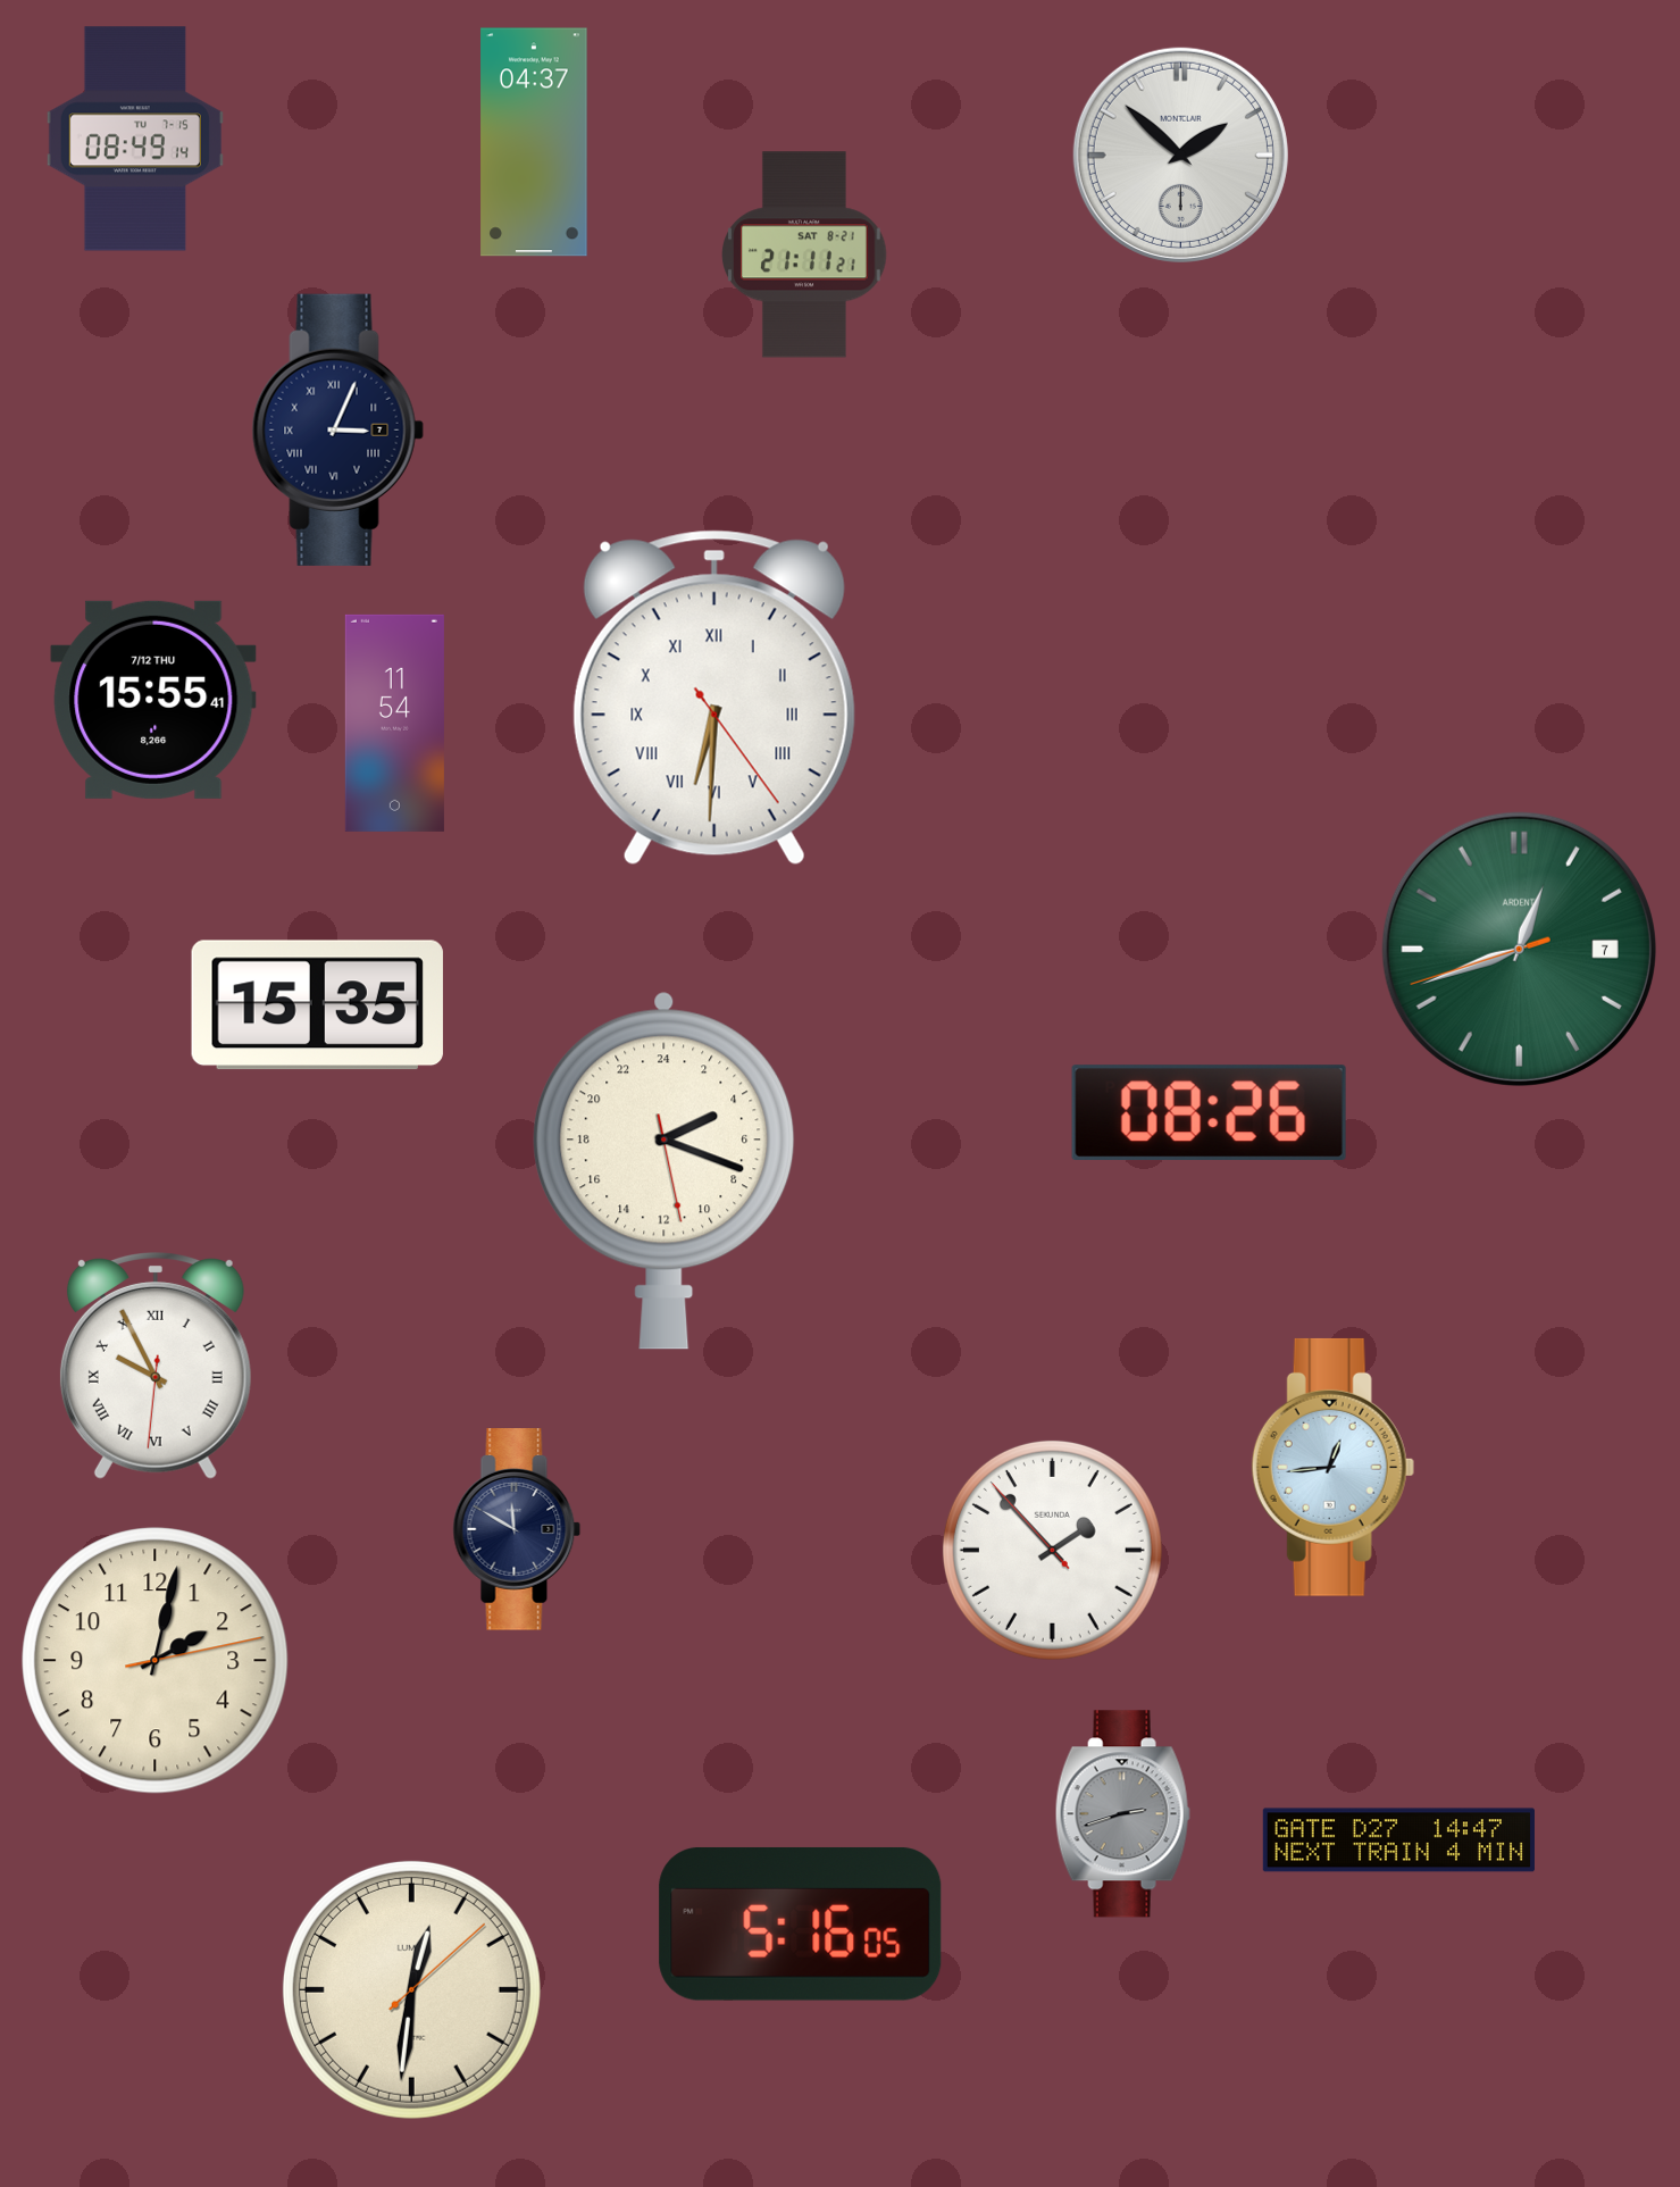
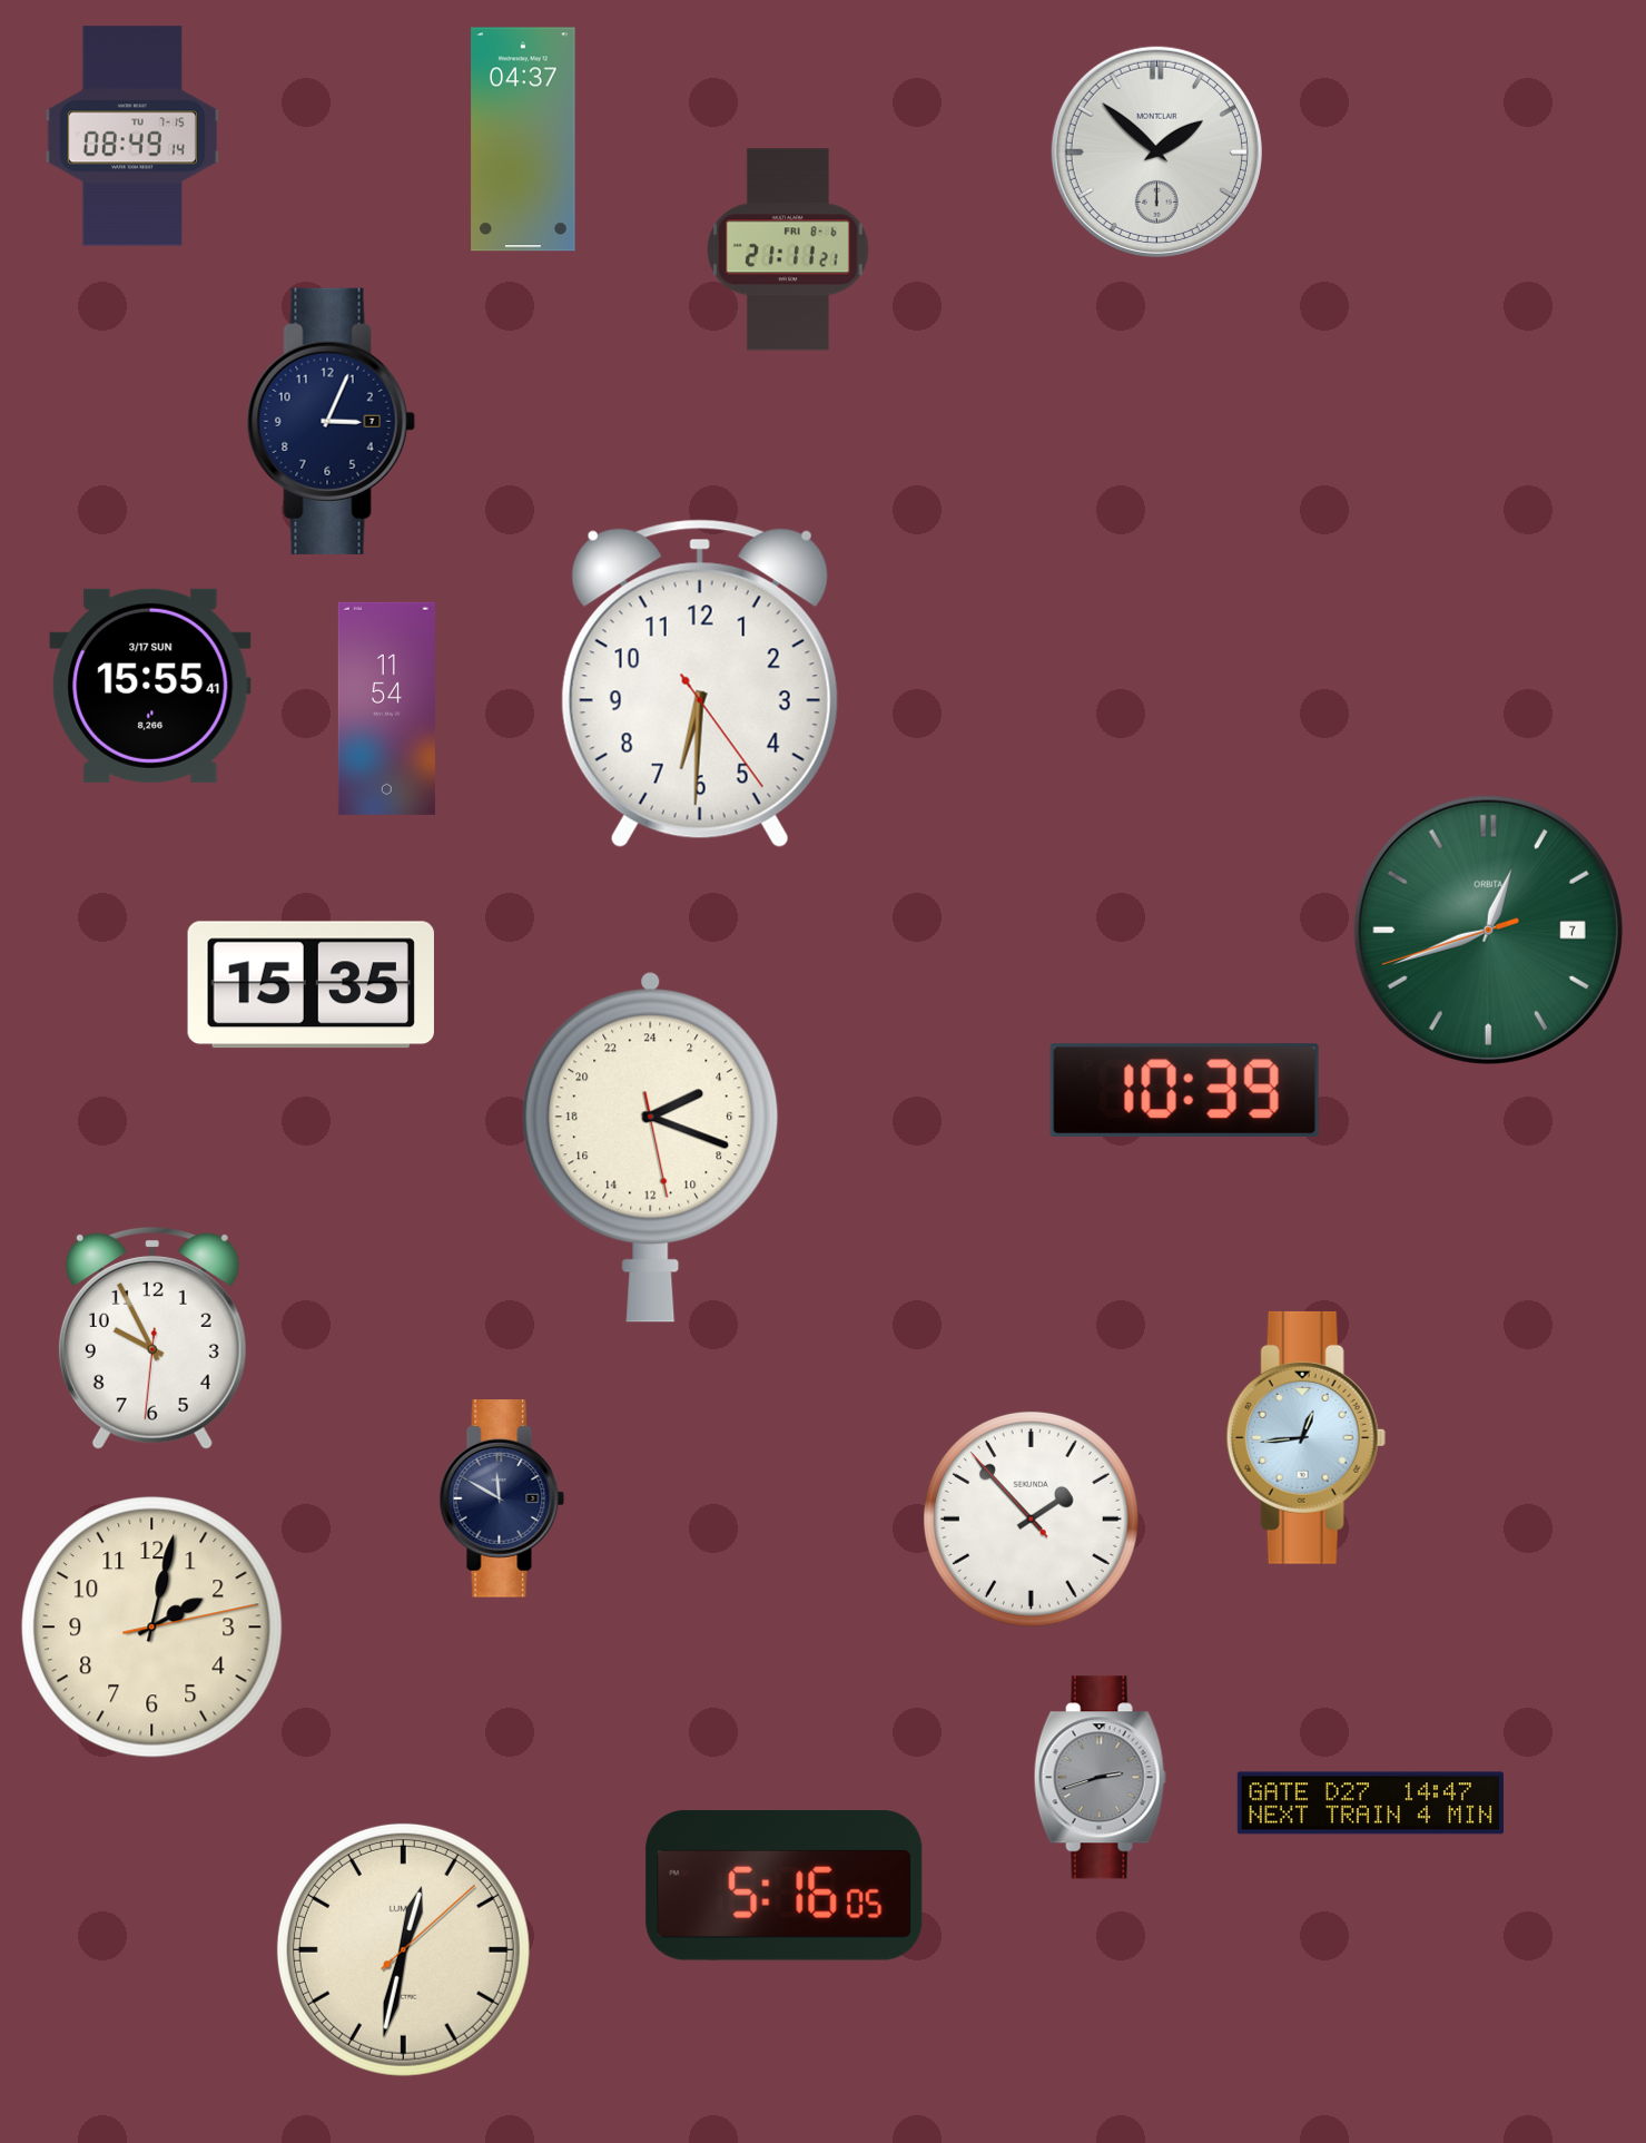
clock at (805, 254) date: SAT 8-21 -> FRI 8-6
clock at (337, 429) numerals: Roman -> Arabic
clock at (714, 698) numerals: Roman -> Arabic
clock at (153, 700) date: 7/12 THU -> 3/17 SUN
clock at (1519, 949) brand: ARDENT -> ORBITA
clock at (1209, 1112): 08:26 -> 10:39
clock at (156, 1367) numerals: Roman -> Arabic
clock at (517, 1529) position: (517, 1529) -> (502, 1498)
clock at (411, 1989): 12:31 -> 12:32
